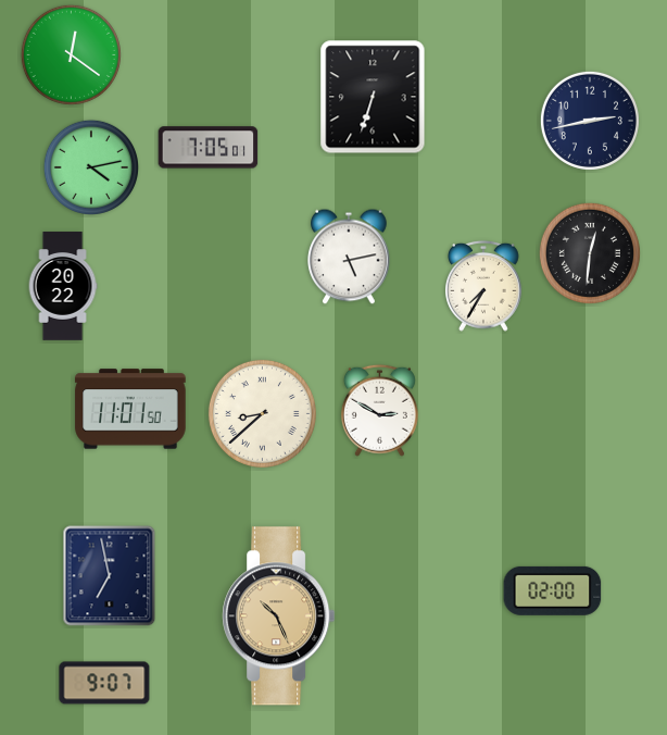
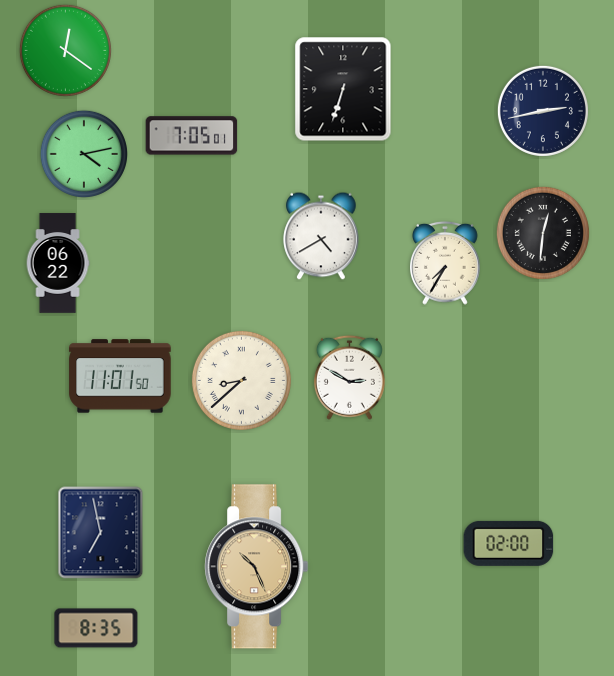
clock at (349, 257): 5:13 -> 4:40
clock at (63, 286): 20:22 -> 06:22
clock at (110, 576) position: (110, 576) -> (101, 533)
clock at (104, 683): 9:07 -> 8:35
